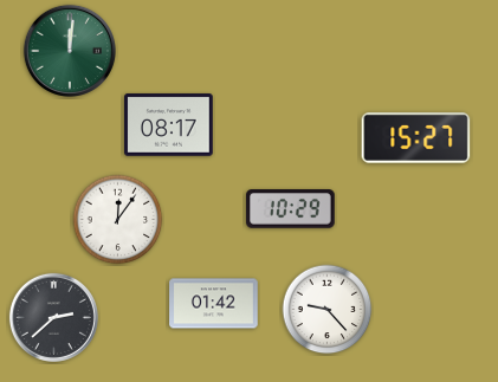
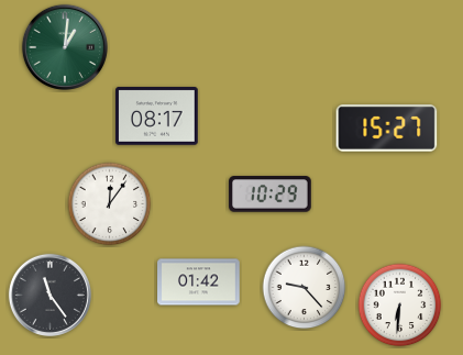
clock at (70, 51): 12:01 -> 1:01
clock at (53, 317): 2:38 -> 11:24
clock at (400, 306): none -> 6:31
